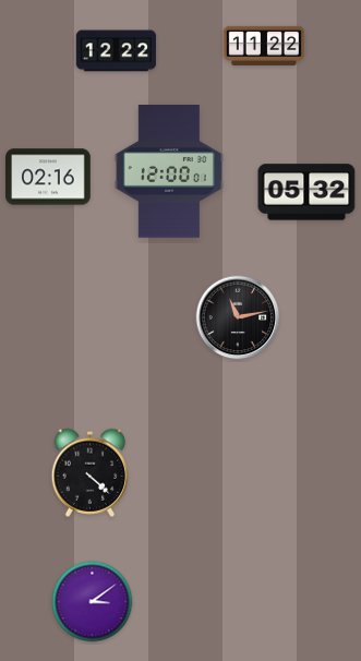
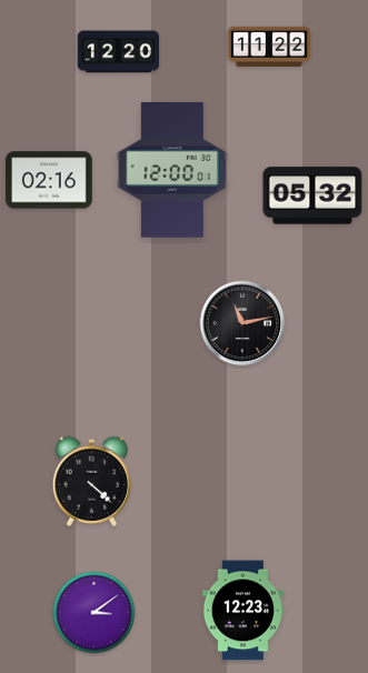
clock at (117, 51): 12:22 -> 12:20
clock at (169, 171) position: (169, 171) -> (172, 170)
clock at (242, 611): none -> 12:23
